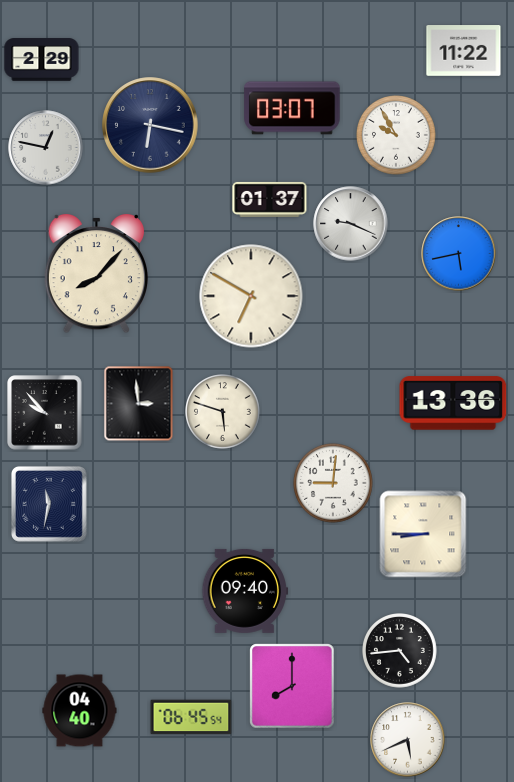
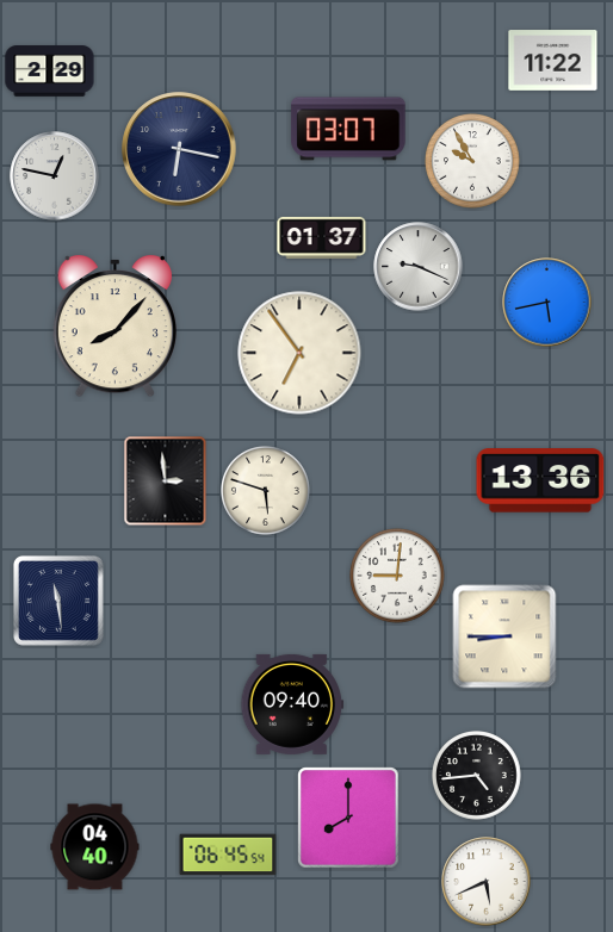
clock at (251, 296): 6:50 -> 6:54
clock at (45, 413): 9:53 -> none
clock at (49, 504): 11:32 -> 11:29
